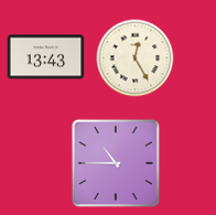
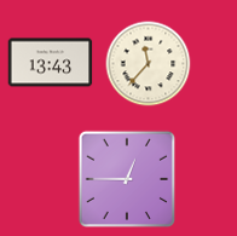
clock at (136, 58): 12:25 -> 11:37
clock at (115, 162): 10:45 -> 12:45
